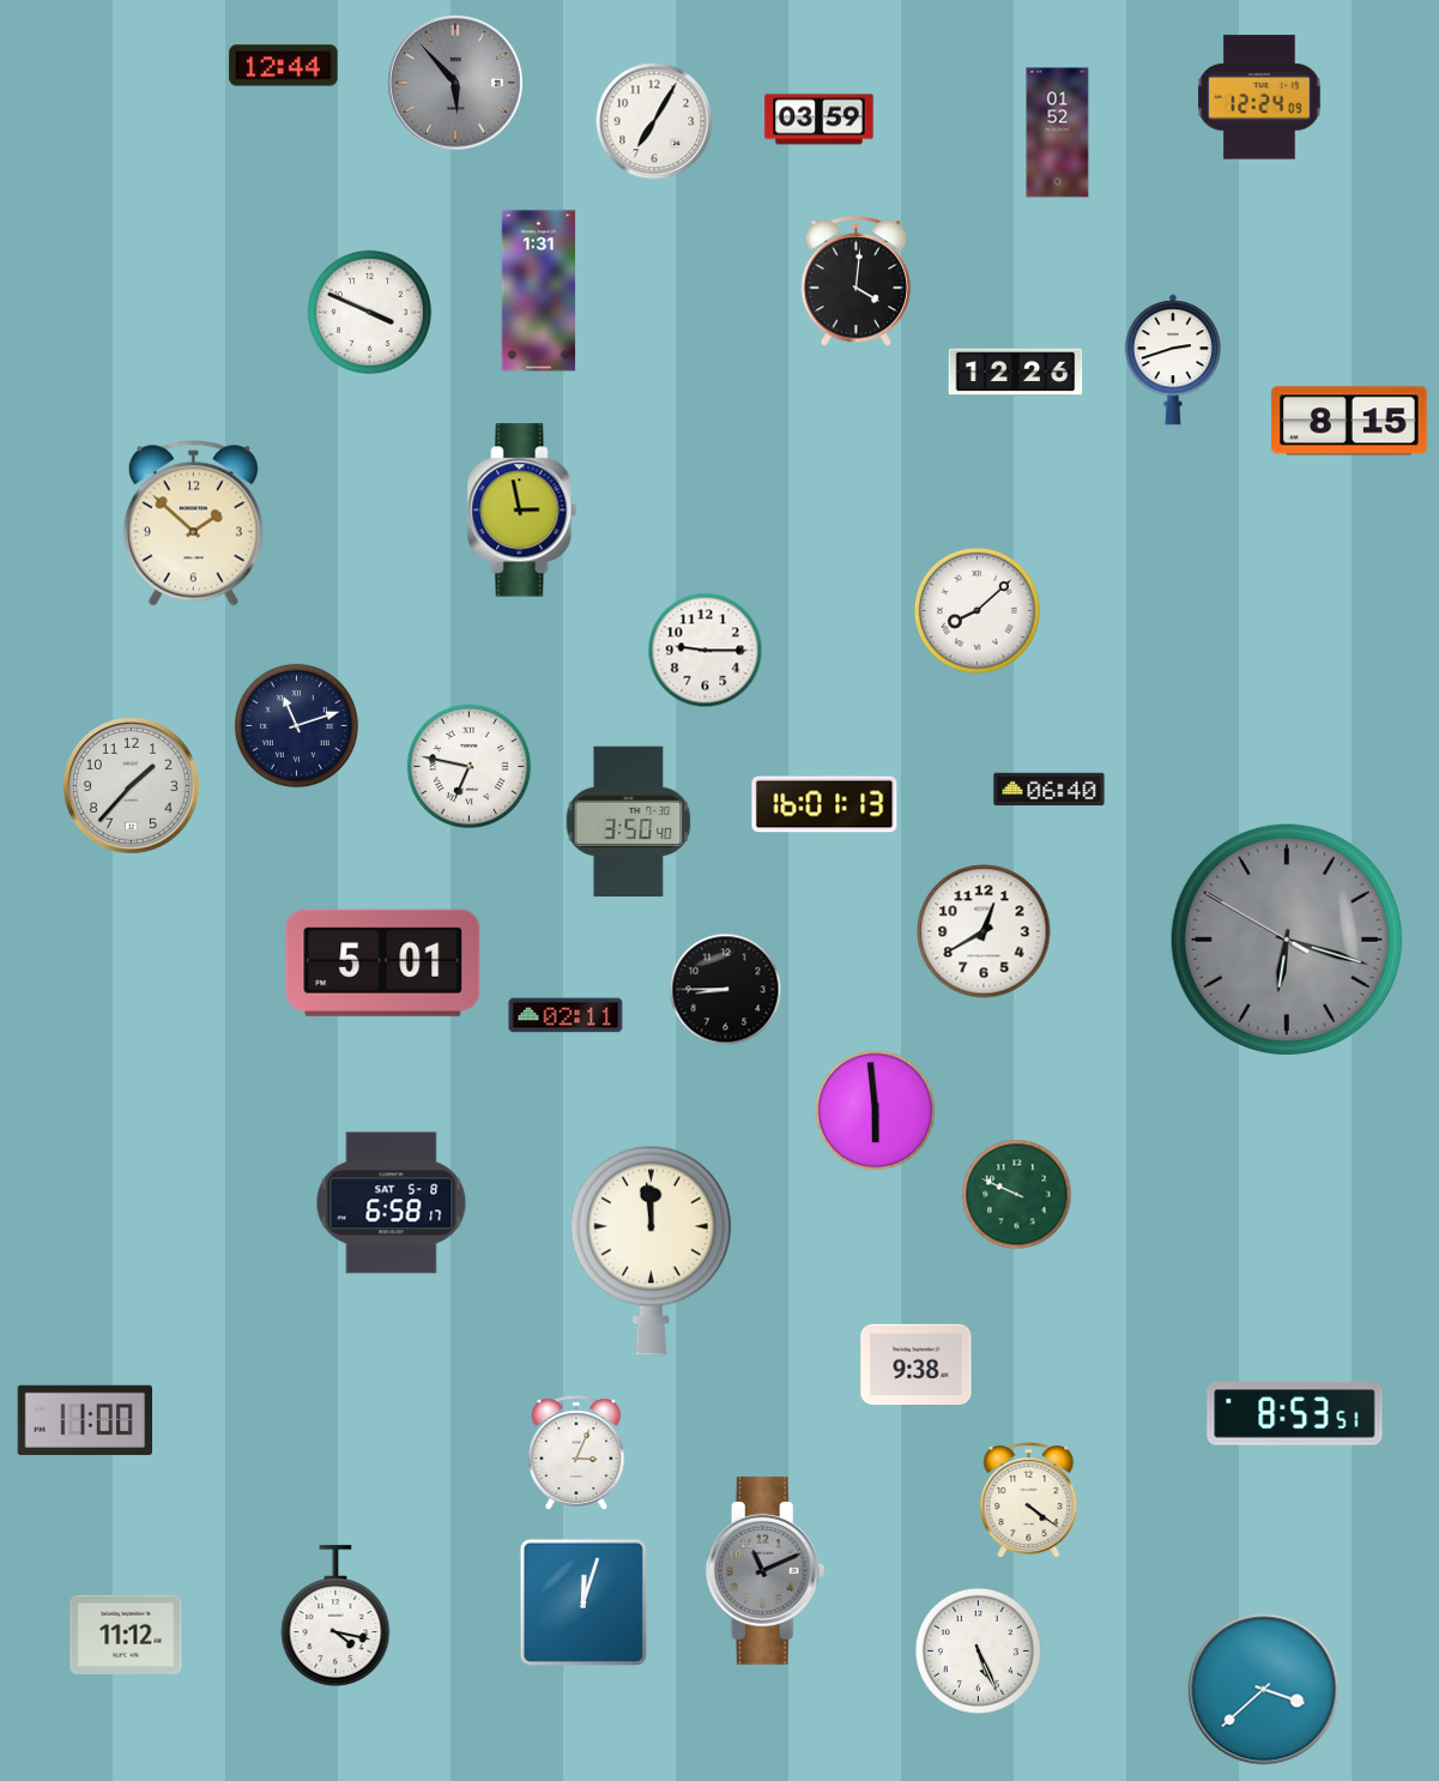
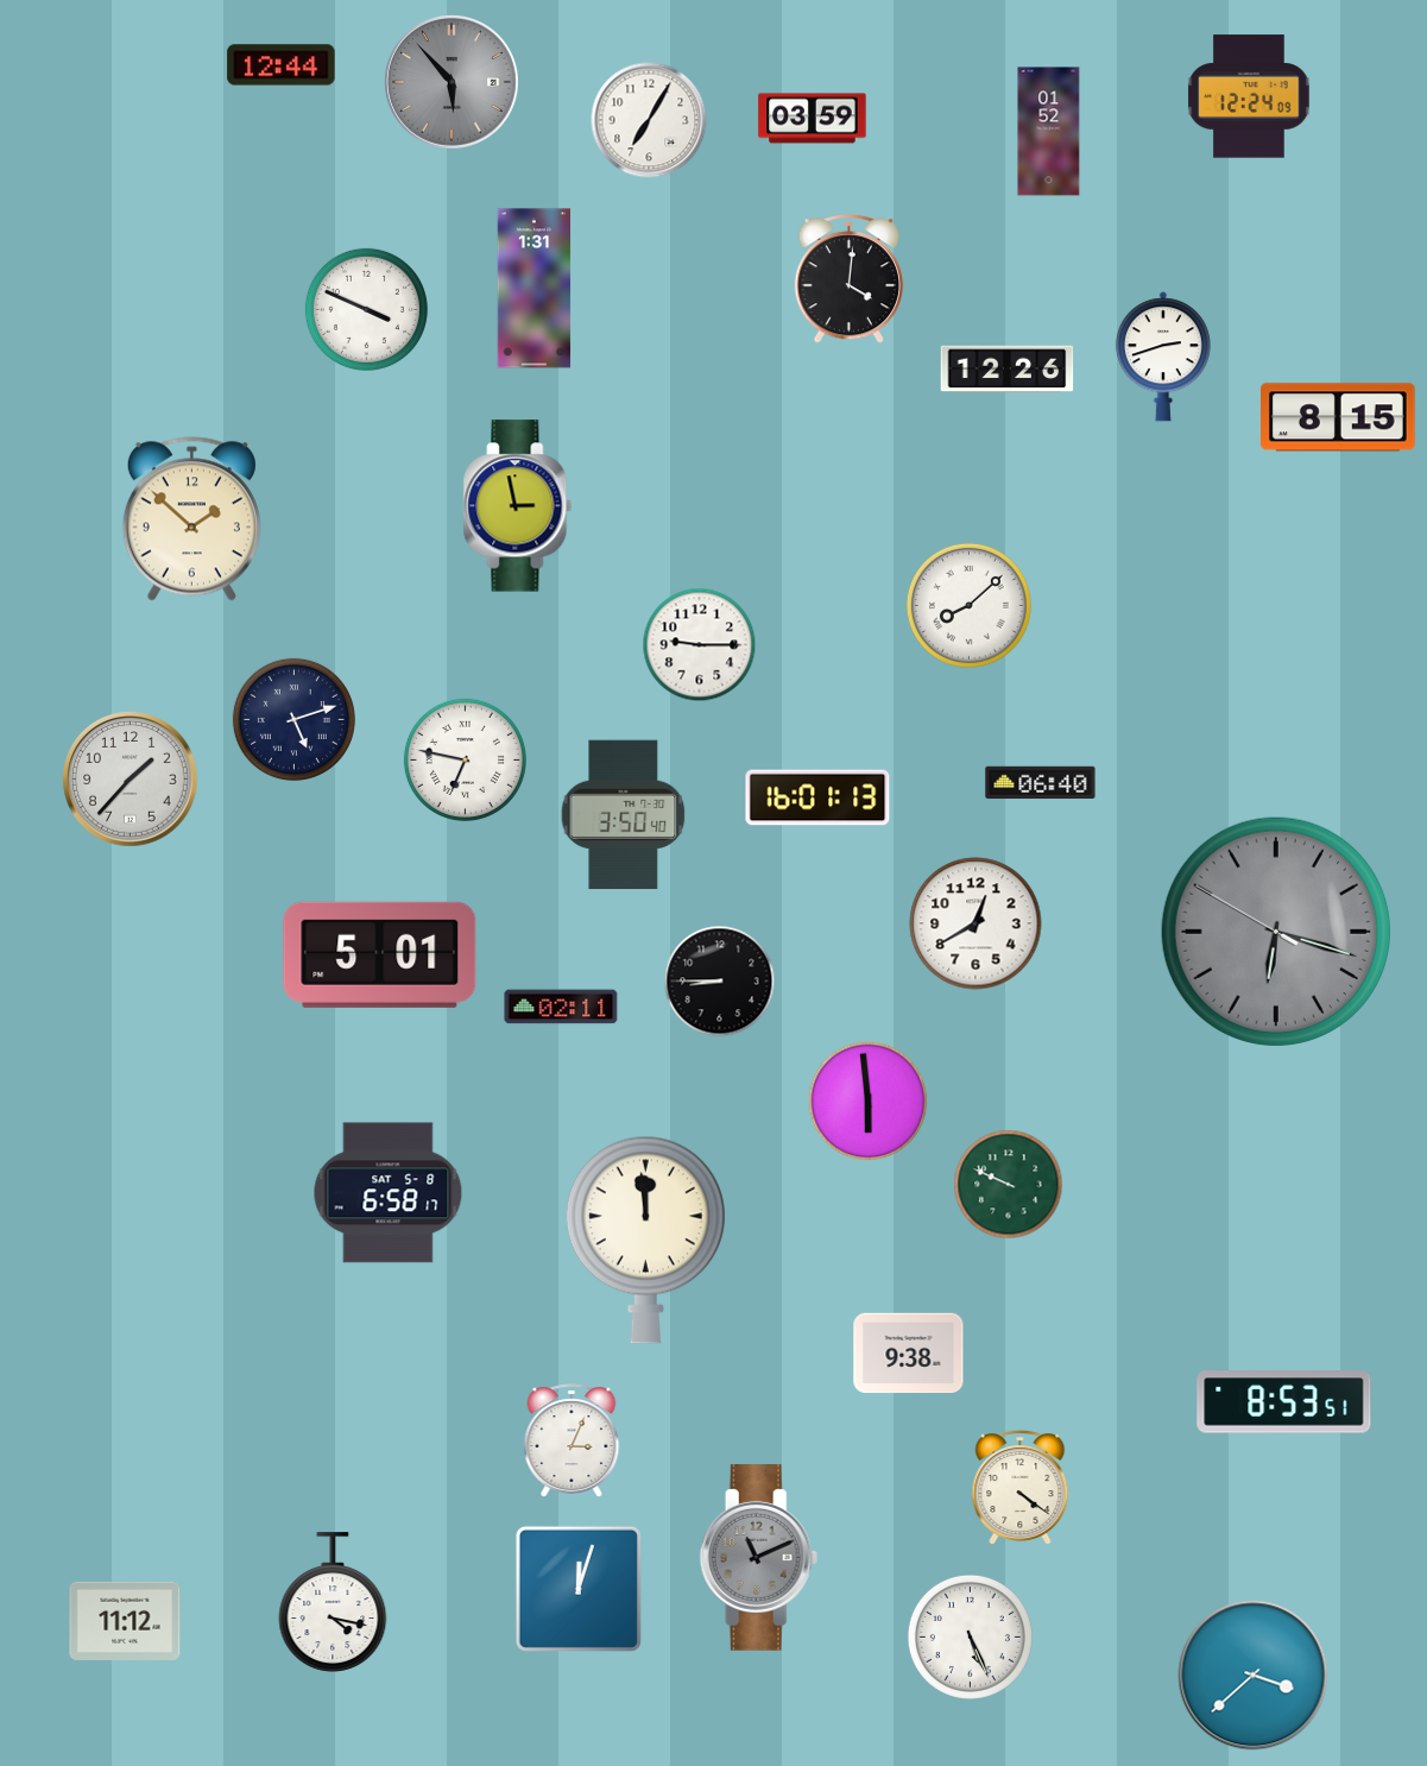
clock at (296, 725): 11:12 -> 5:12
clock at (84, 1420): 11:00 -> none
